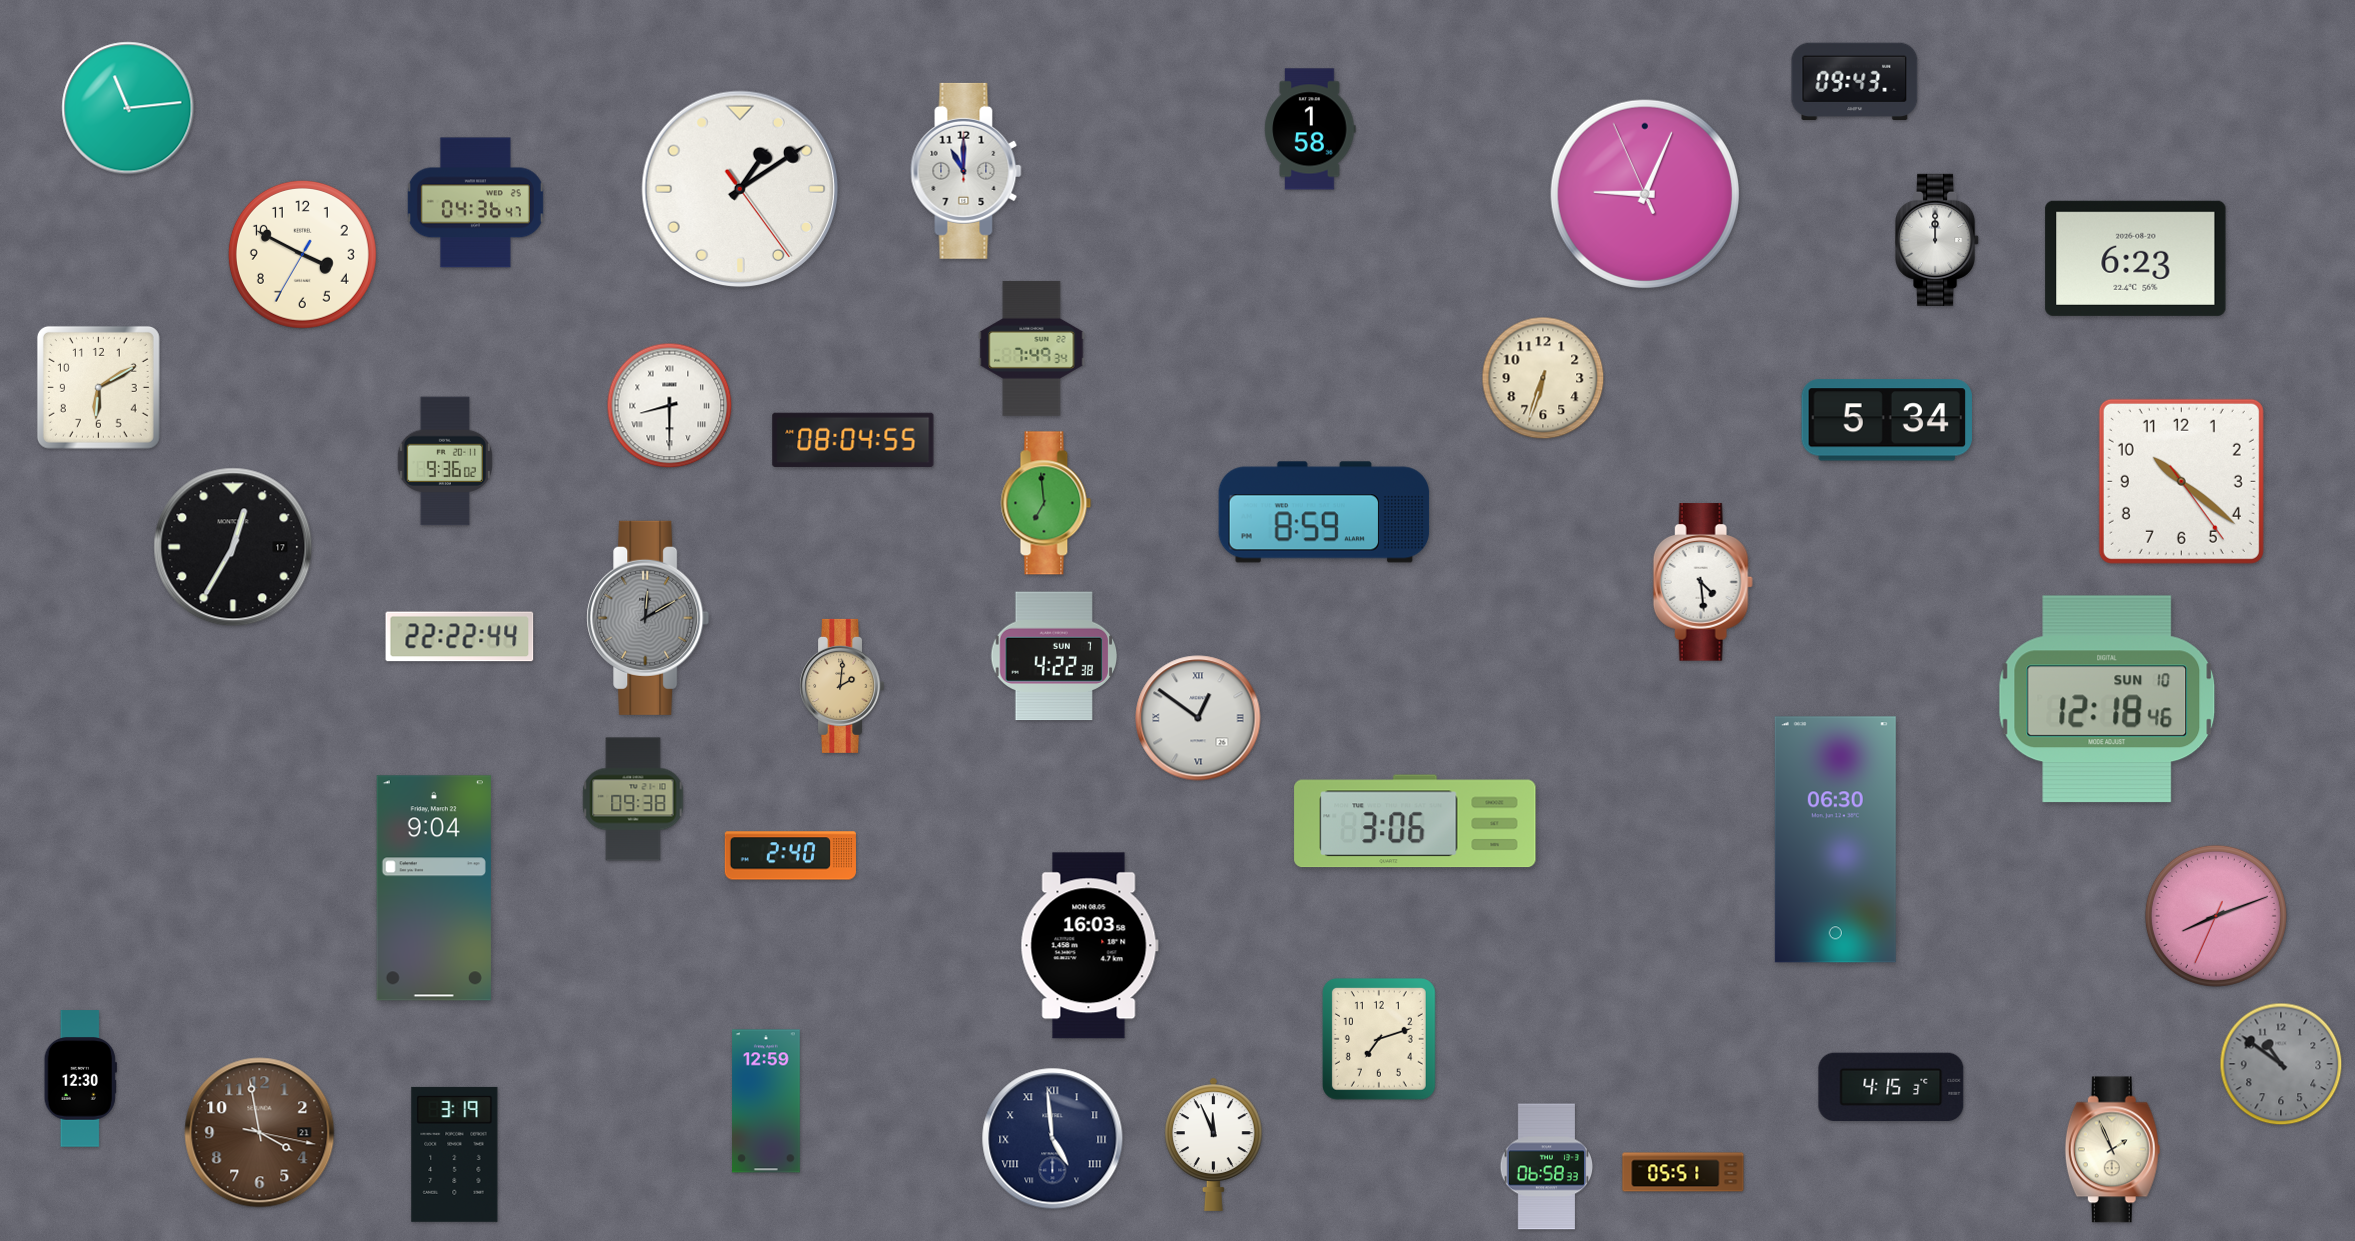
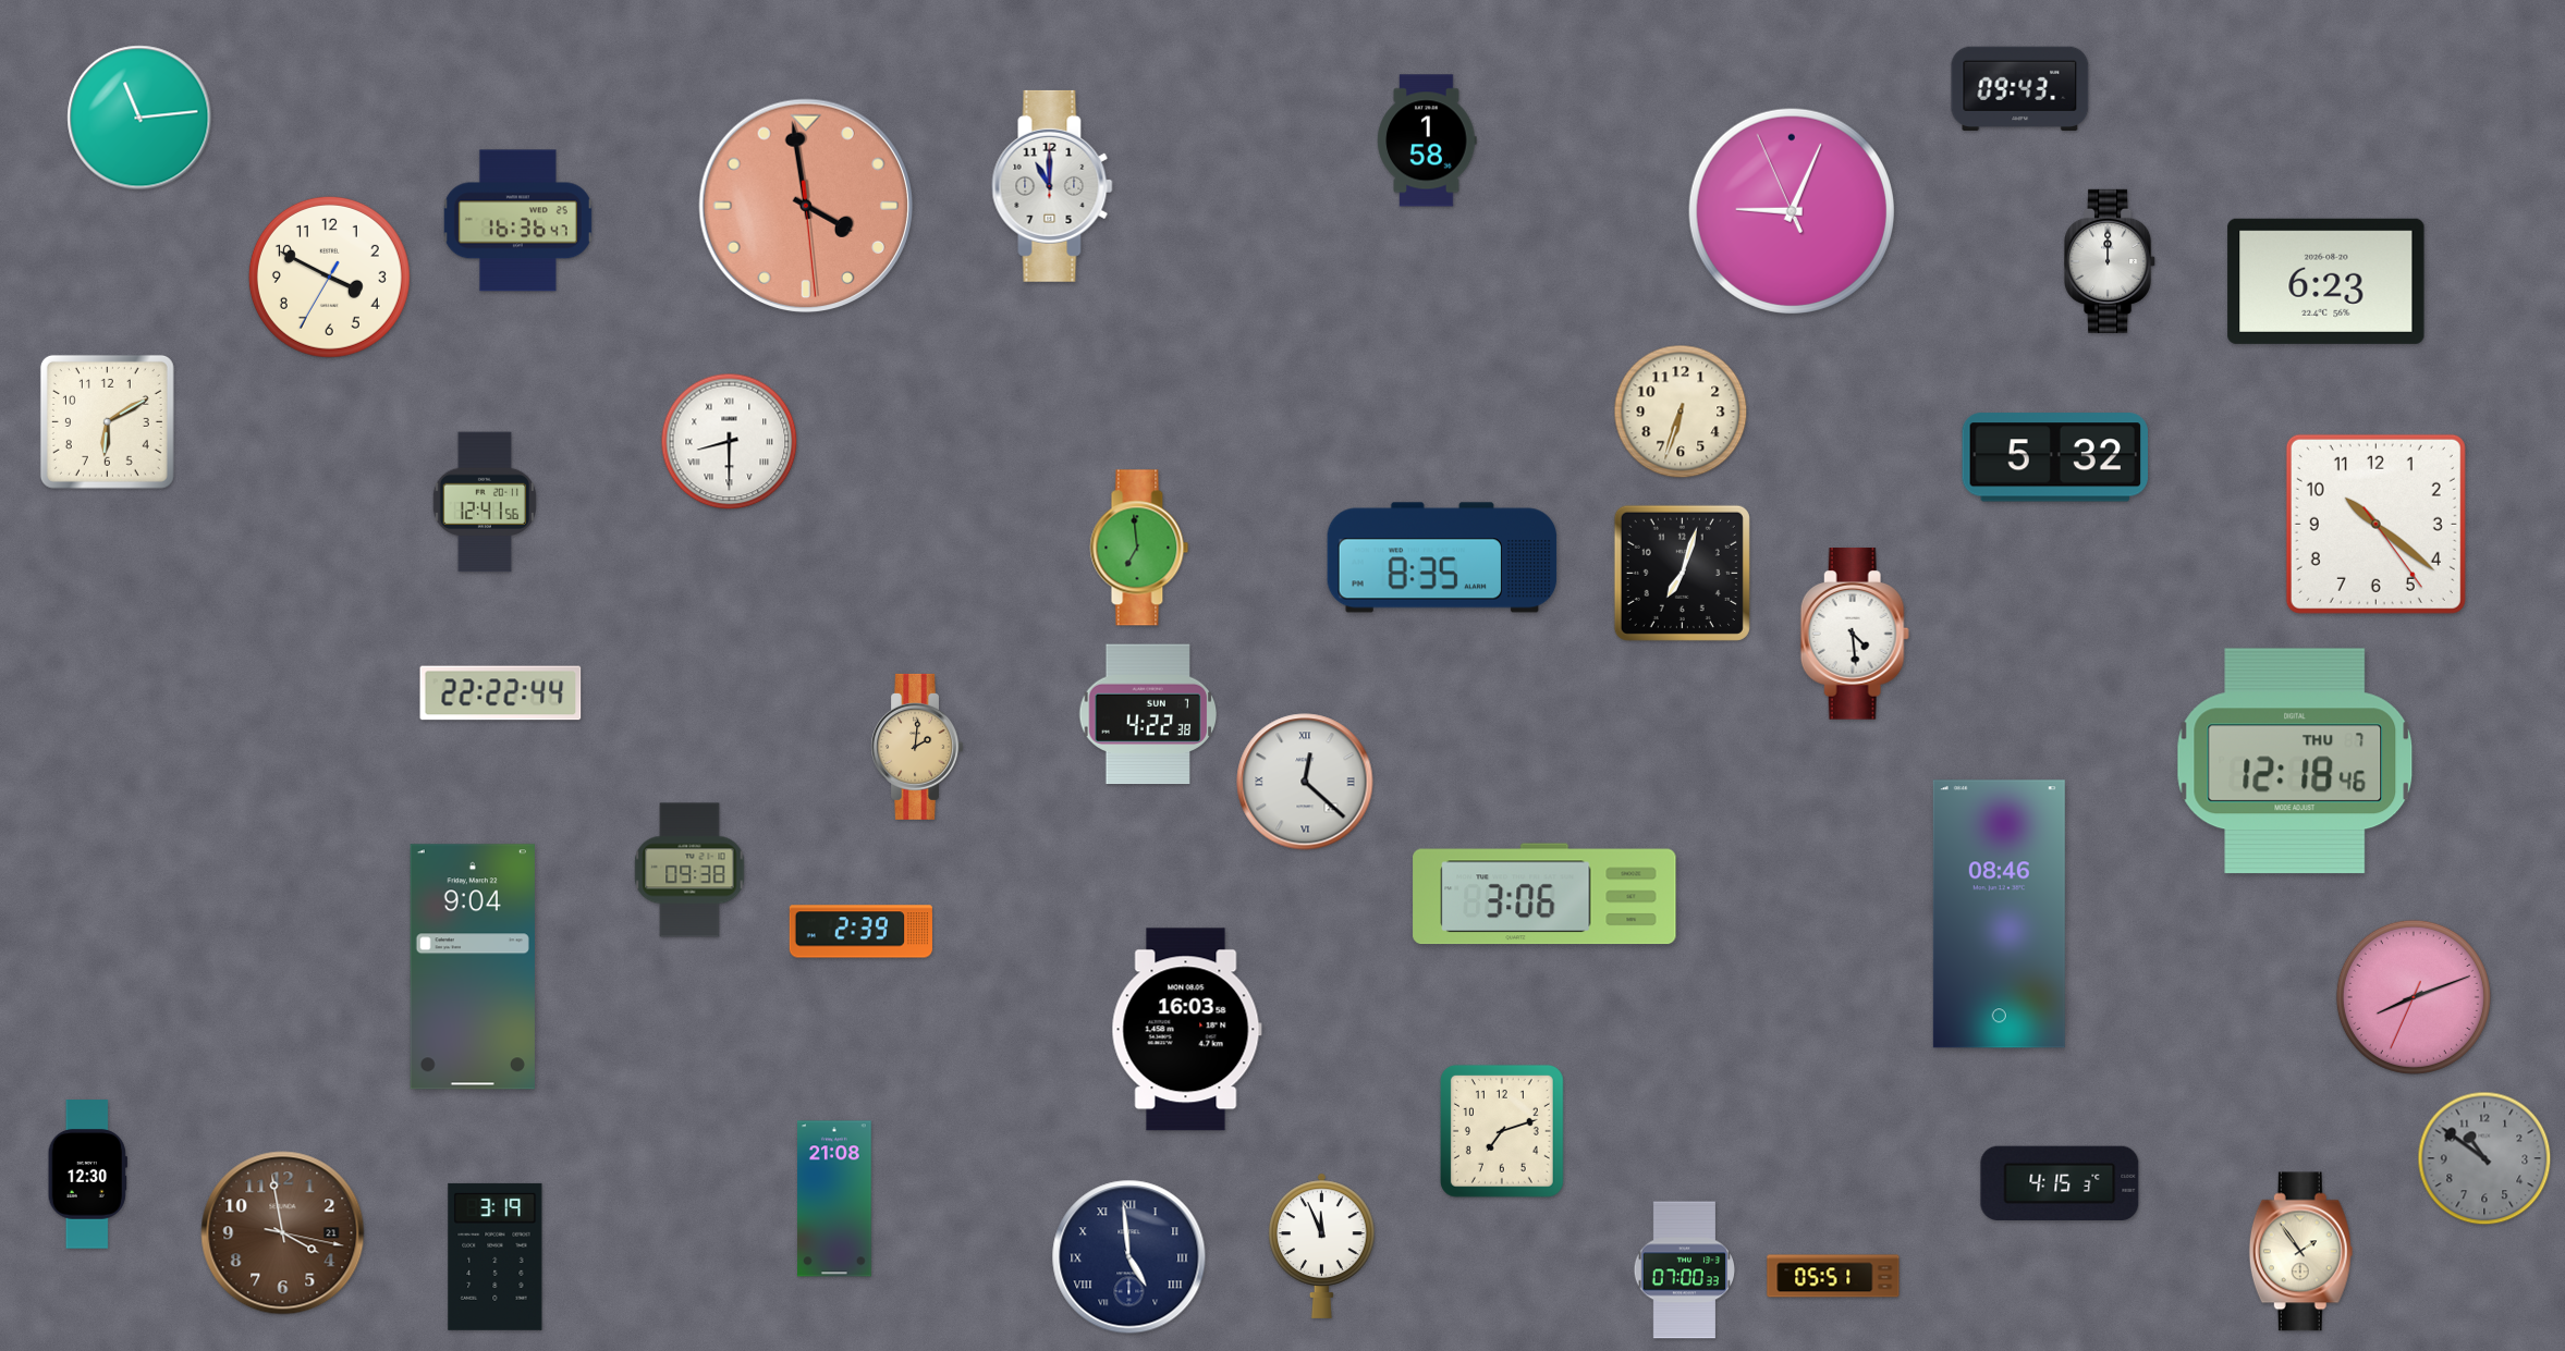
clock at (740, 189): 1:09 -> 3:58
clock at (740, 189) dial: white -> salmon
clock at (475, 203): 04:36 -> 16:36
clock at (1032, 348): 7:49 -> none
clock at (1887, 420): 5:34 -> 5:32
clock at (853, 440): 08:04 -> none
clock at (445, 461): 9:36 -> 12:41
clock at (1324, 512): 8:59 -> 8:35
clock at (1682, 573): none -> 7:03
clock at (233, 547): 12:35 -> none
clock at (648, 618): 12:10 -> none
clock at (2107, 699) date: SUN 10 -> THU 7
clock at (1198, 718): 12:51 -> 12:22
clock at (1415, 821) position: (1415, 821) -> (1544, 894)
clock at (1835, 840): 06:30 -> 08:46
clock at (790, 856): 2:40 -> 2:39
clock at (767, 1101): 12:59 -> 21:08
clock at (1053, 1139) position: (1053, 1139) -> (1129, 1257)
clock at (2112, 1150): 1:56 -> 1:54
clock at (1547, 1167): 06:58 -> 07:00
